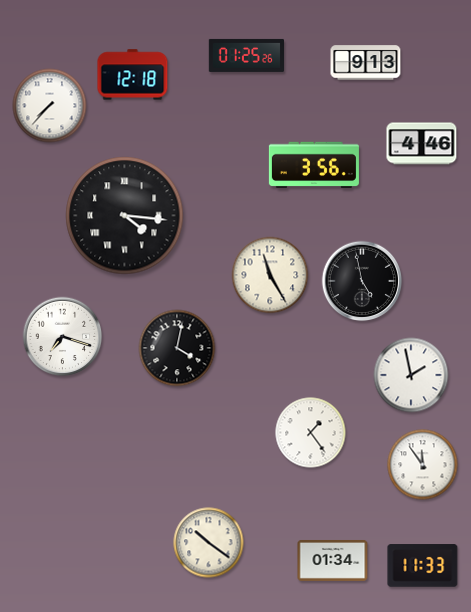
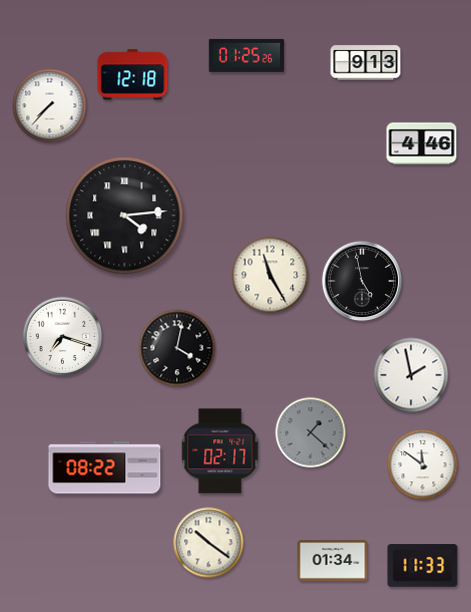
clock at (314, 165): 3:56 -> none
clock at (125, 216): 4:16 -> 4:14
clock at (311, 433): 1:24 -> 1:22
clock at (311, 433) dial: white -> grey
clock at (220, 451): none -> 02:17
clock at (423, 465): 11:54 -> 11:51
clock at (105, 468): none -> 08:22
